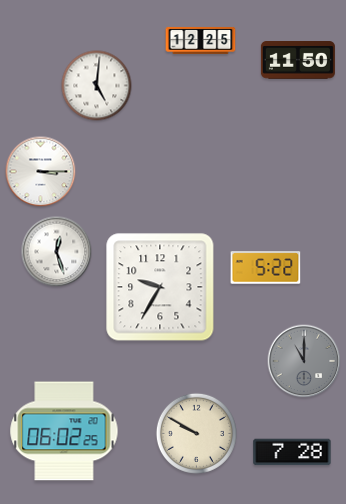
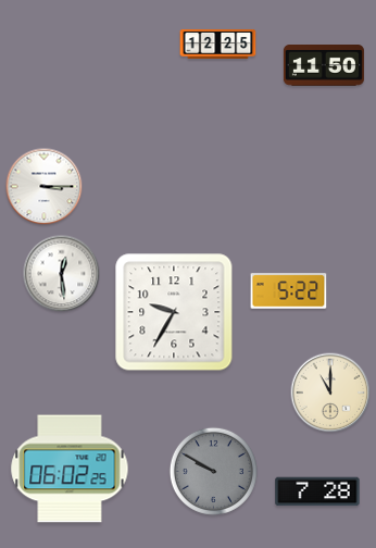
clock at (97, 86): 5:01 -> none
clock at (57, 252): 12:27 -> 12:29
clock at (304, 361) dial: grey -> cream
clock at (196, 433) dial: cream -> grey
